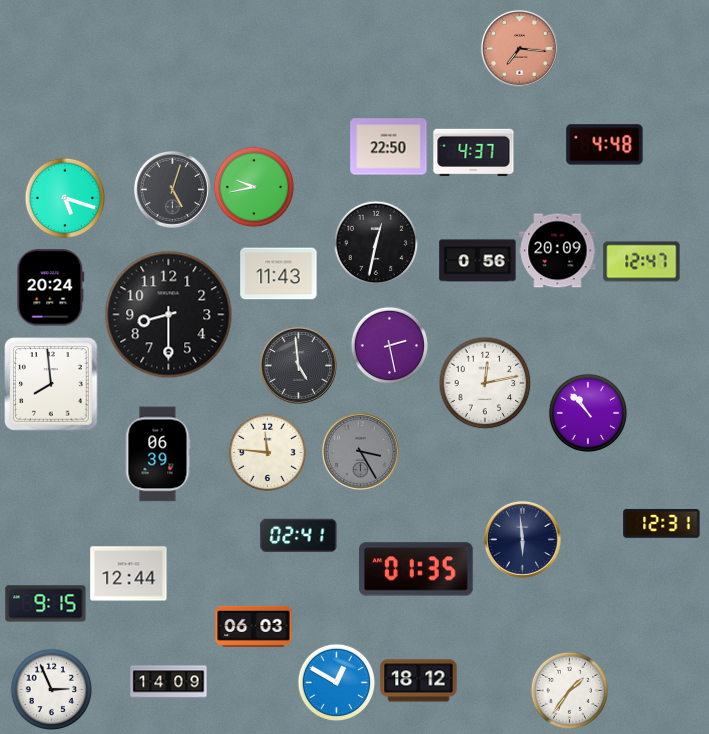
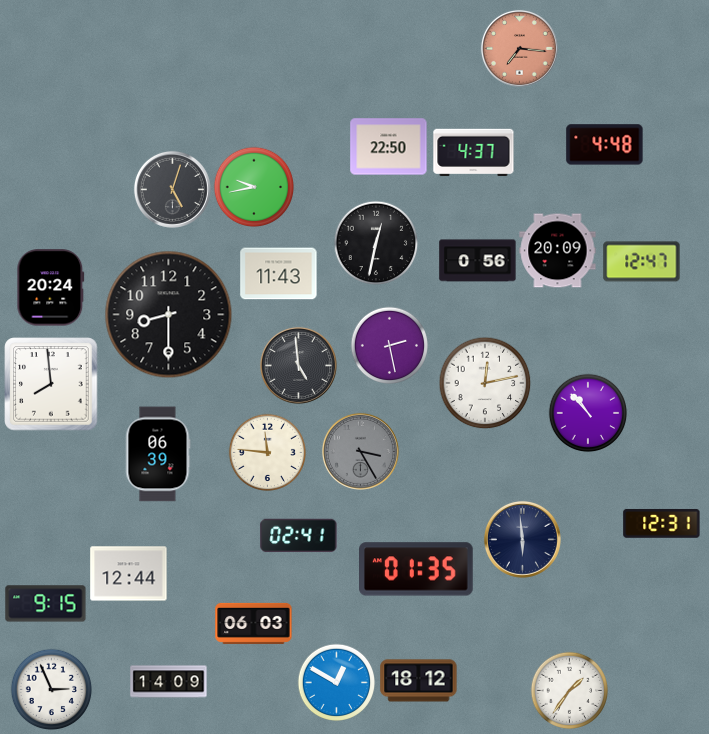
clock at (65, 198): 5:18 -> none
clock at (254, 626) position: (254, 626) -> (254, 623)
